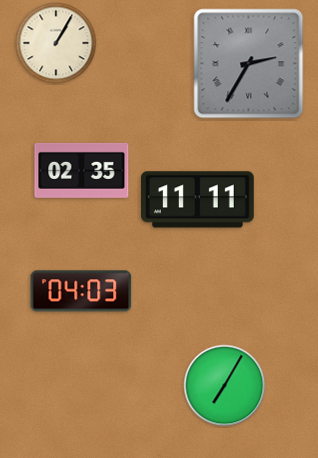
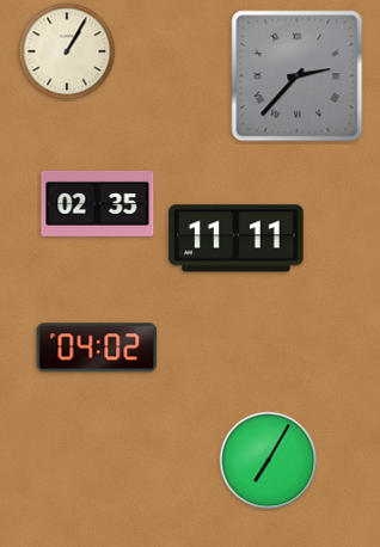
clock at (249, 64): 2:35 -> 2:37
clock at (81, 291): 04:03 -> 04:02
